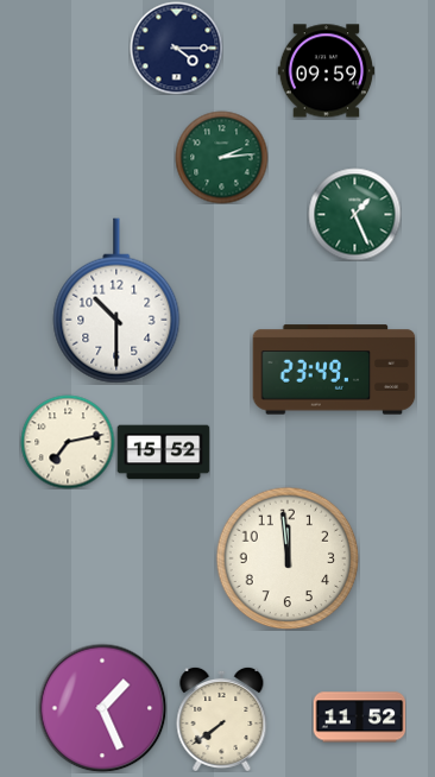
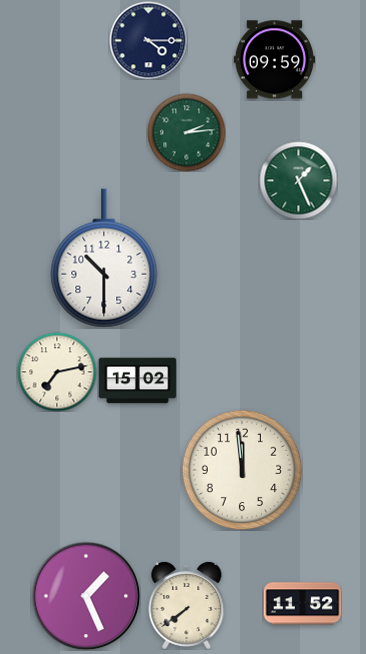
clock at (116, 301) position: (116, 301) -> (104, 258)
clock at (334, 369): 23:49 -> none
clock at (163, 453): 15:52 -> 15:02
